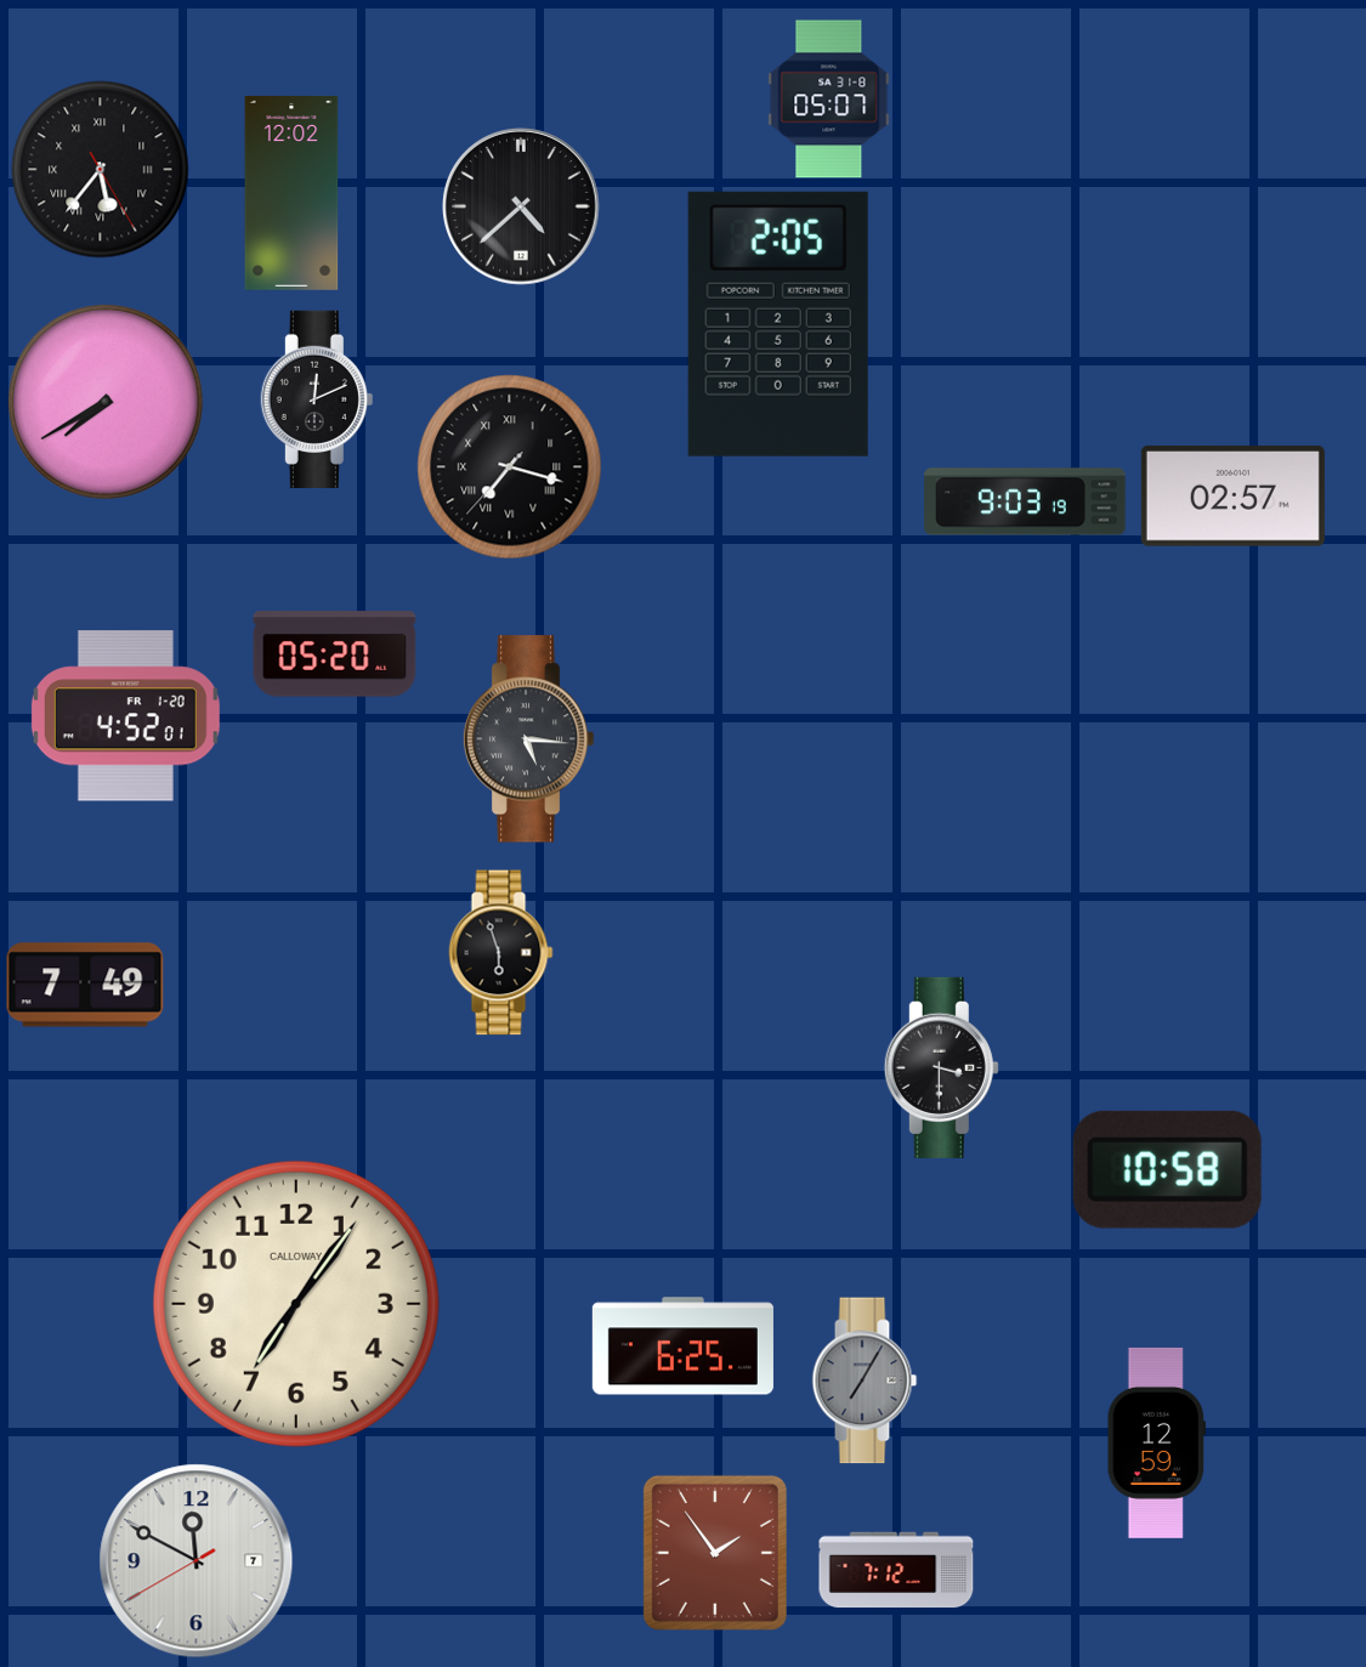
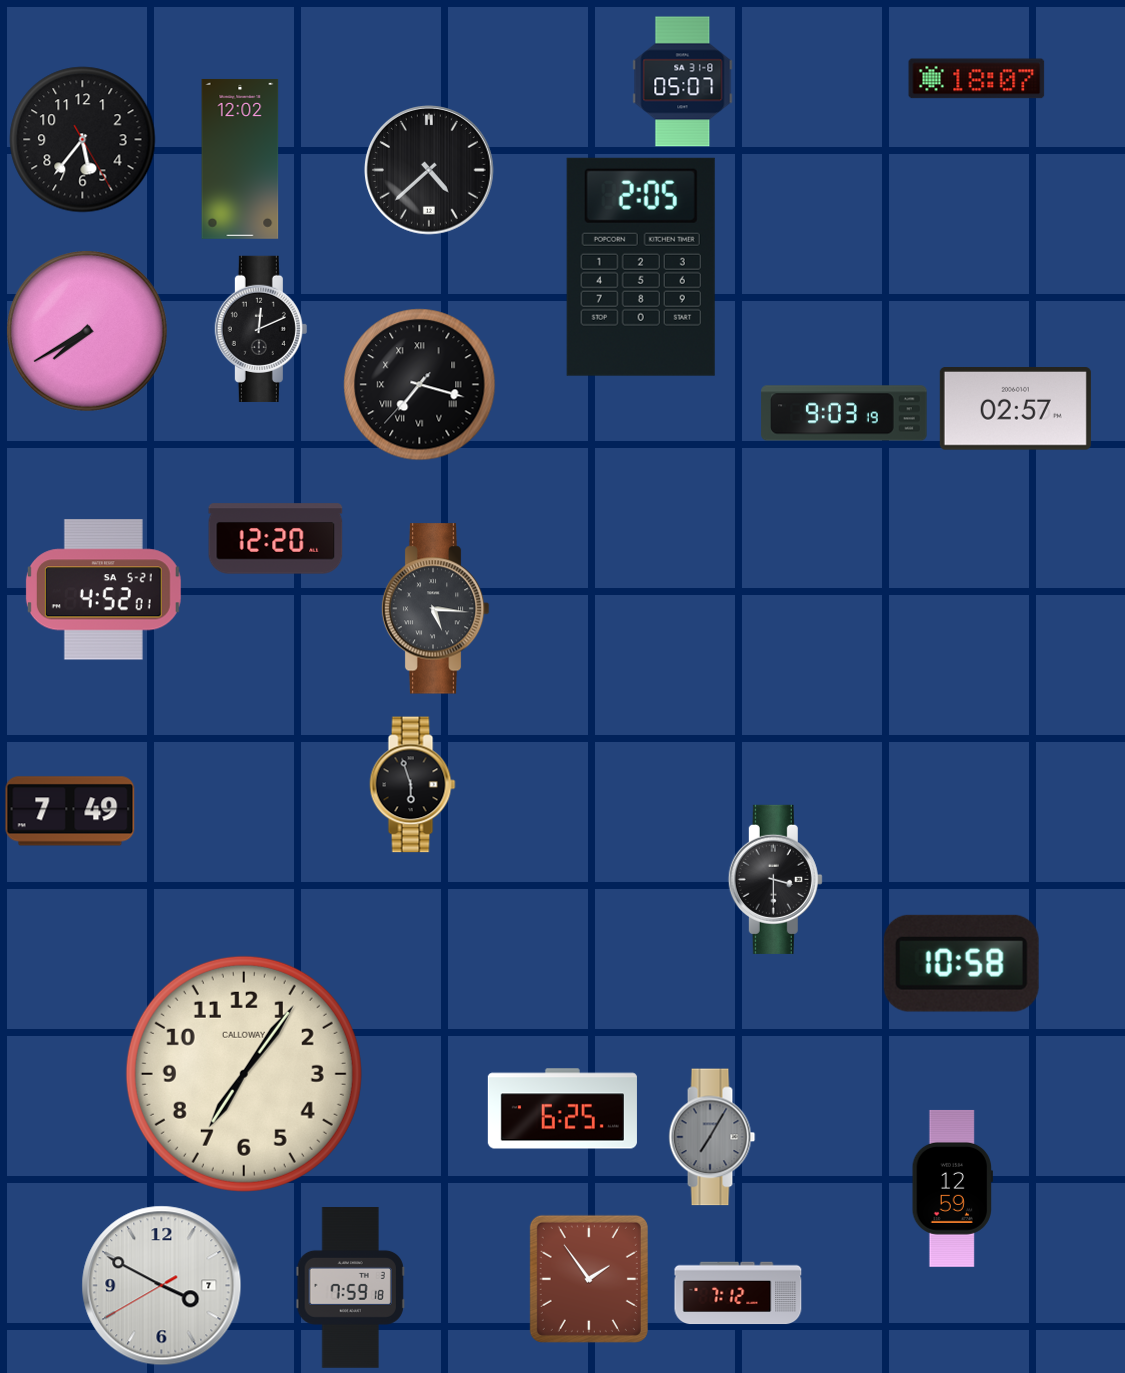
clock at (977, 79): none -> 18:07
clock at (101, 170) numerals: Roman -> Arabic
clock at (335, 654): 05:20 -> 12:20
clock at (125, 716) date: FR 1-20 -> SA 5-21
clock at (197, 1561): 11:49 -> 3:49
clock at (350, 1288): none -> 7:59
